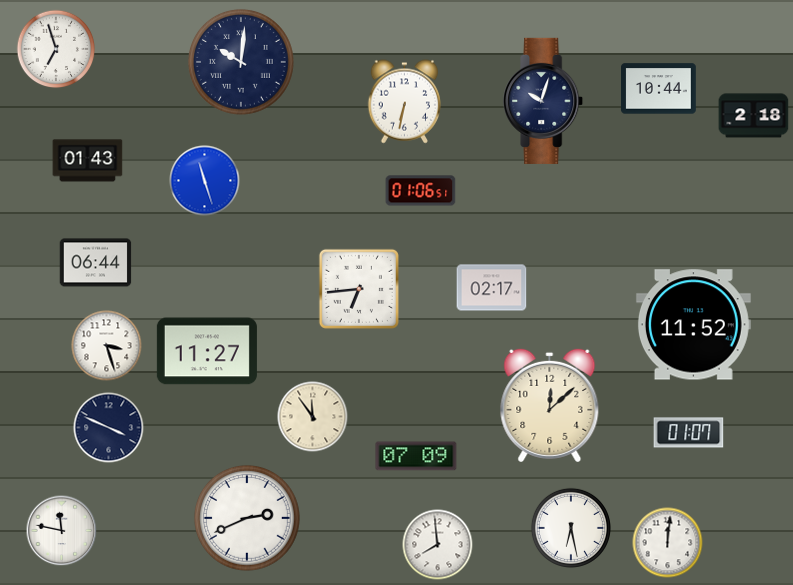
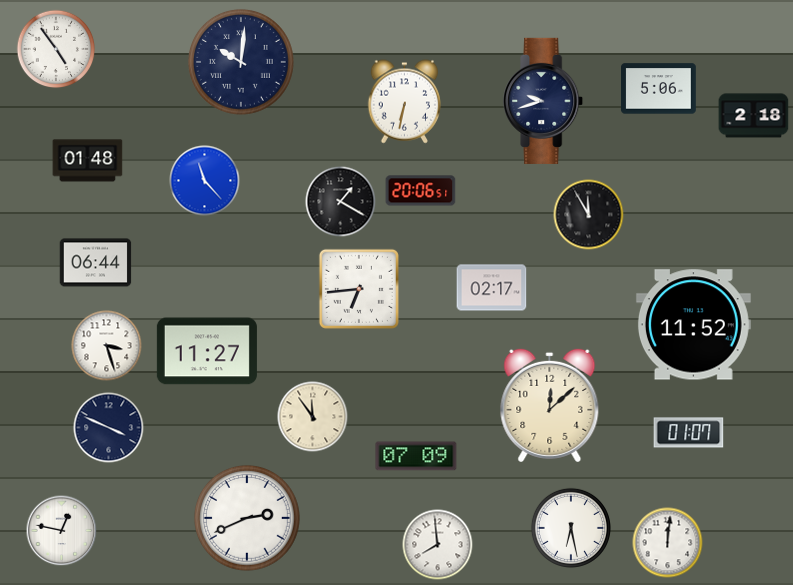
clock at (56, 49): 6:57 -> 4:54
clock at (659, 89): 10:44 -> 5:06
clock at (544, 101): 10:03 -> 9:42
clock at (88, 161): 01:43 -> 01:48
clock at (205, 181): 11:27 -> 11:23
clock at (421, 191): 01:06 -> 20:06
clock at (341, 202): none -> 1:20
clock at (589, 215): none -> 11:55
clock at (62, 531): 11:47 -> 12:47
